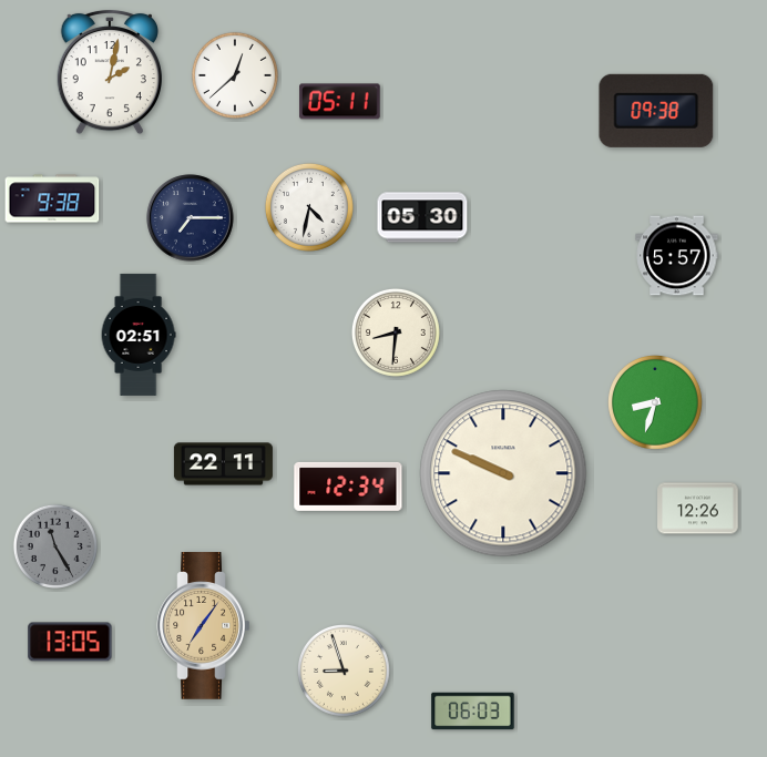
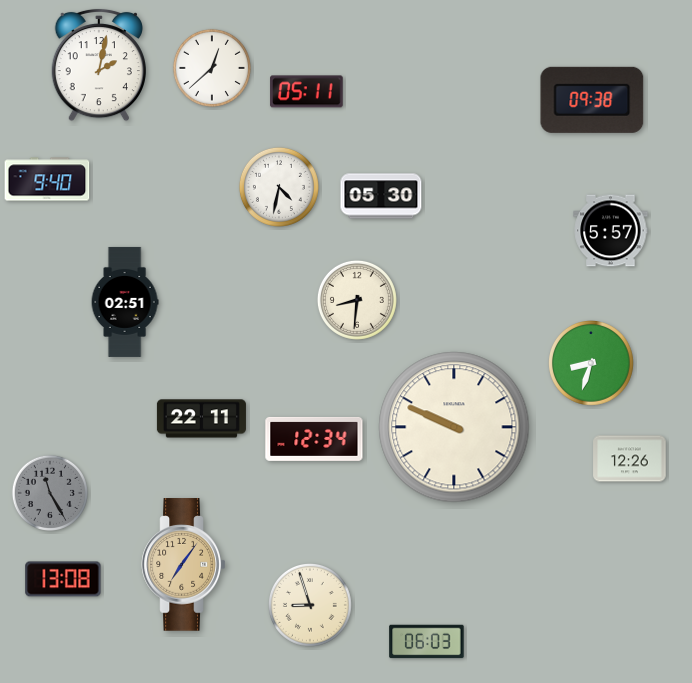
clock at (52, 198): 9:38 -> 9:40
clock at (191, 218): 7:15 -> none
clock at (70, 642): 13:05 -> 13:08
